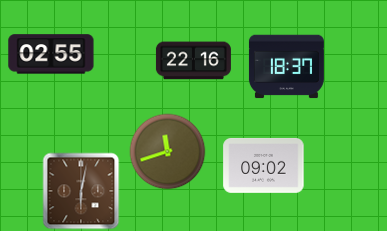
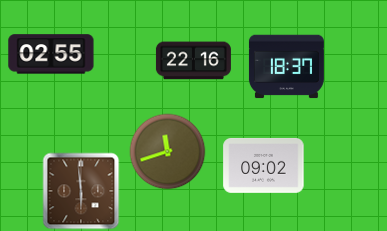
clock at (81, 191): 6:02 -> 5:59
